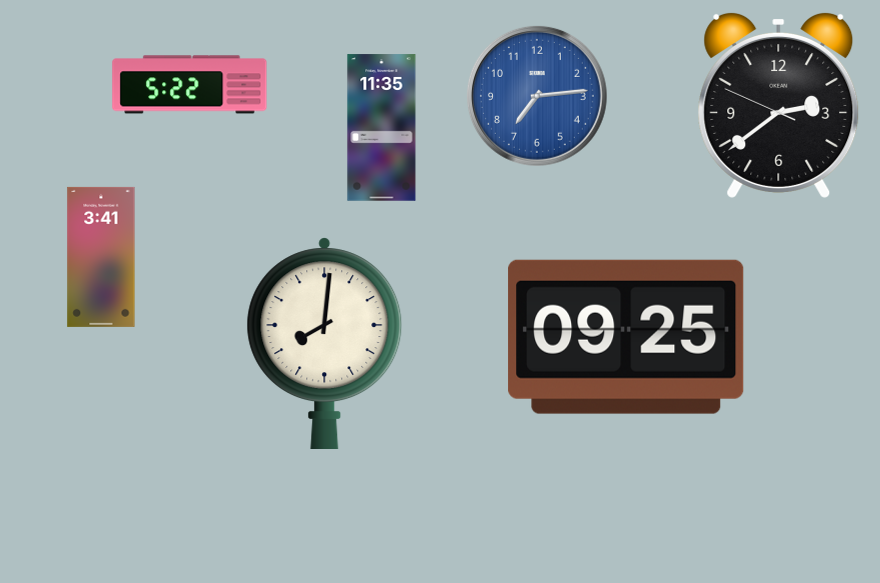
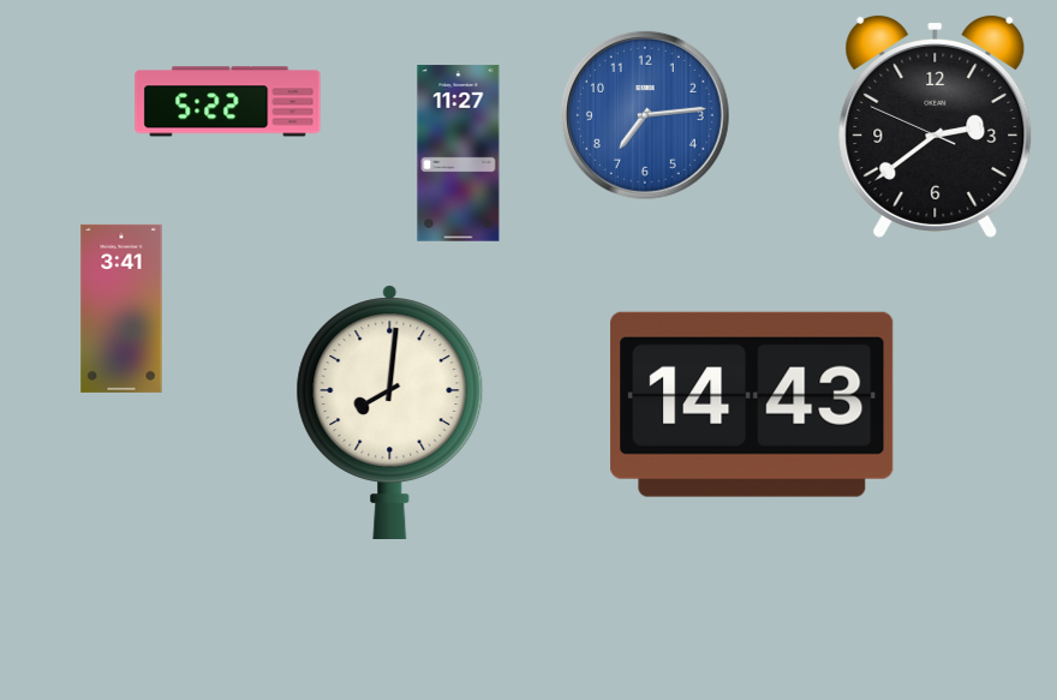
clock at (382, 128): 11:35 -> 11:27
clock at (626, 337): 09:25 -> 14:43
